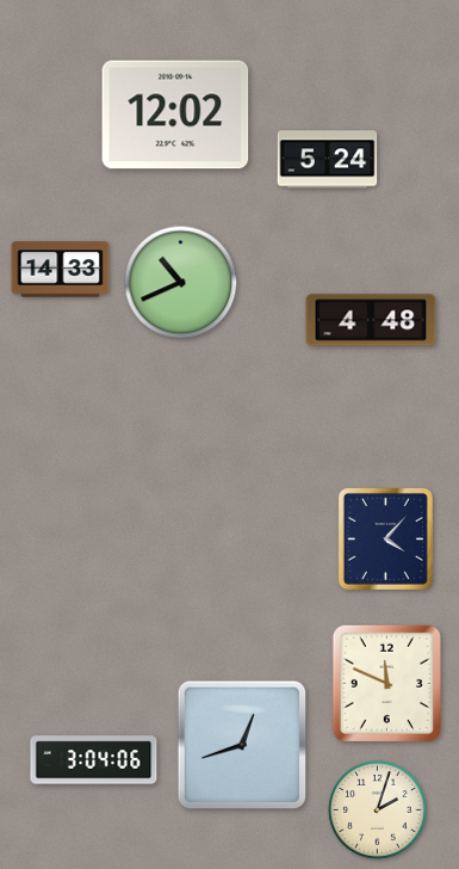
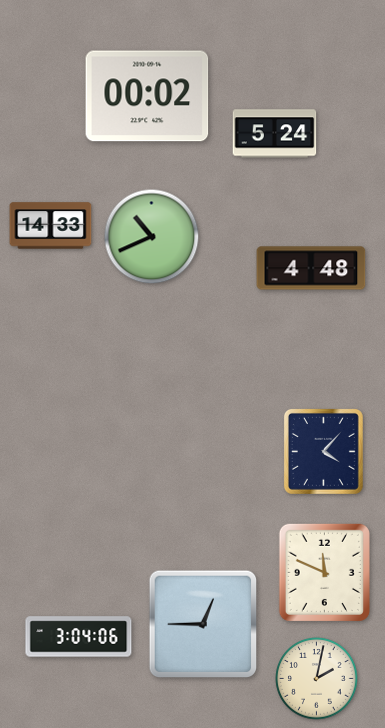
clock at (175, 115): 12:02 -> 00:02
clock at (242, 745): 12:42 -> 12:45
clock at (378, 811): 2:03 -> 2:02
